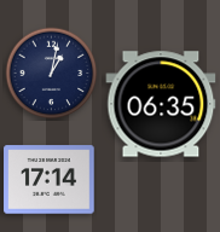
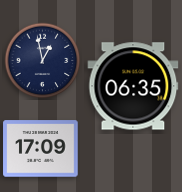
clock at (52, 74): 1:02 -> 12:58
clock at (50, 180): 17:14 -> 17:09
